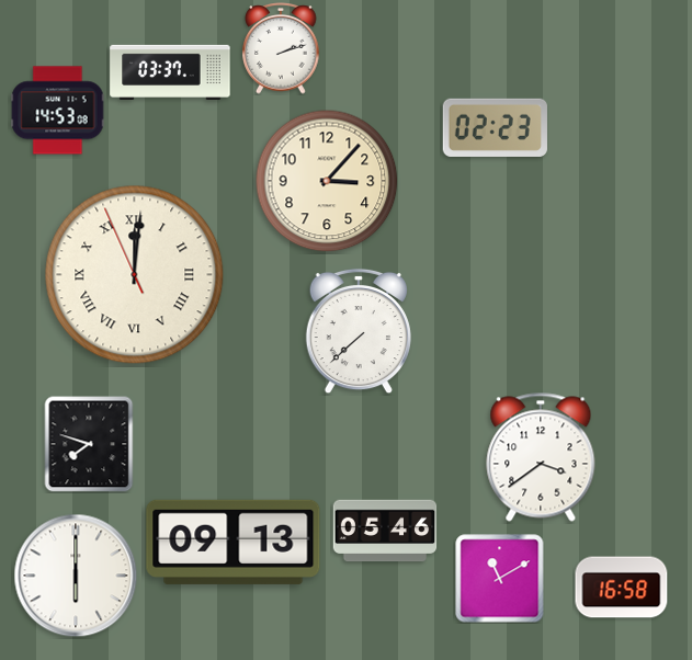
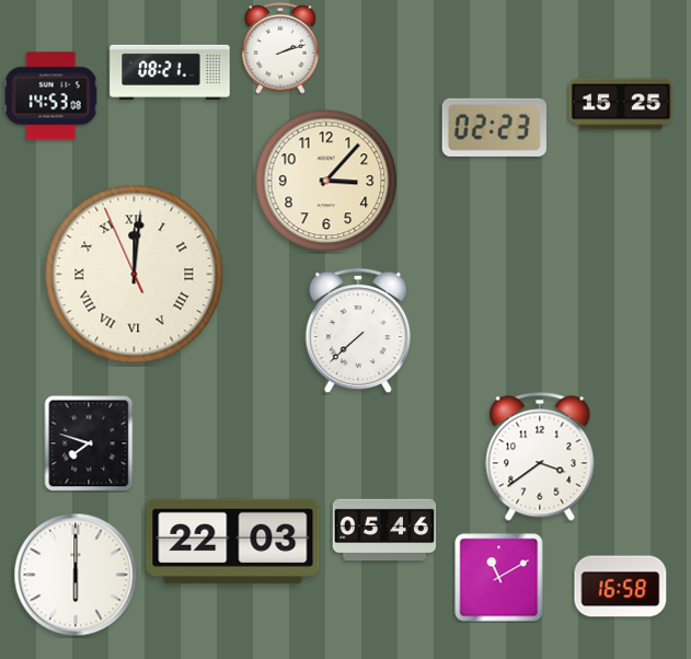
clock at (170, 71): 03:37 -> 08:21
clock at (621, 104): none -> 15:25
clock at (58, 111) position: (58, 111) -> (51, 96)
clock at (234, 542): 09:13 -> 22:03
